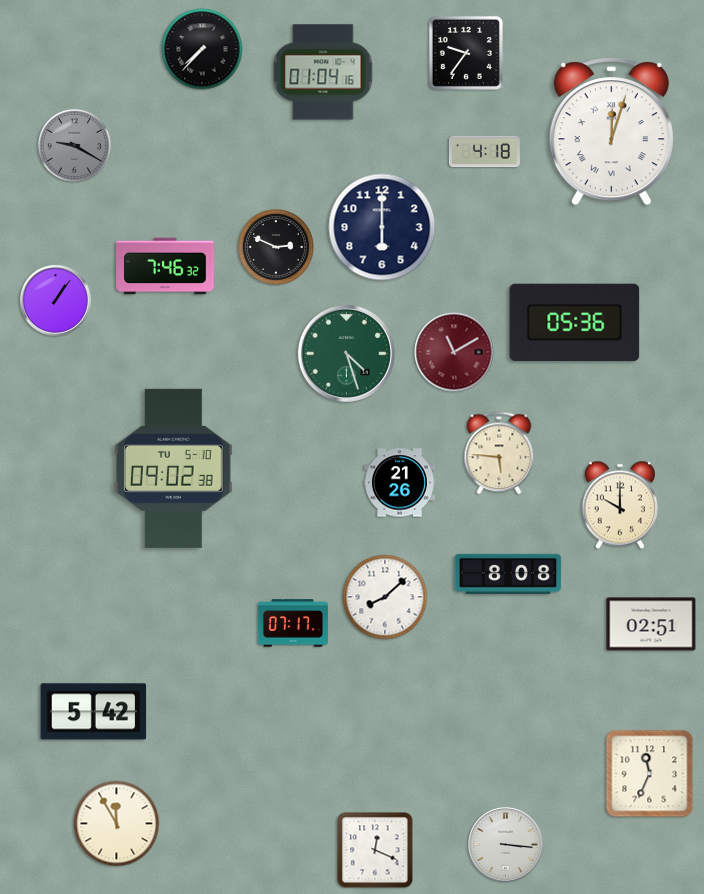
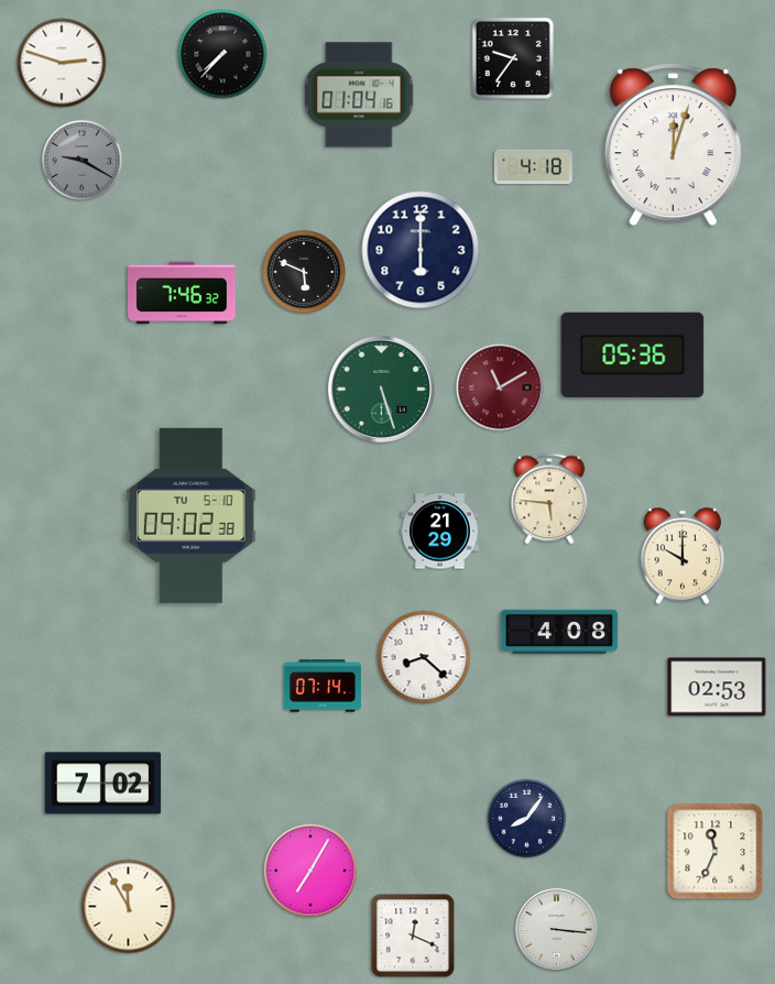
clock at (62, 63): none -> 2:48
clock at (323, 72) position: (323, 72) -> (359, 95)
clock at (276, 247): 2:49 -> 5:49
clock at (55, 300): 1:06 -> none
clock at (346, 353): 4:27 -> 5:27
clock at (400, 483): 21:26 -> 21:29
clock at (508, 574): 8:08 -> 4:08
clock at (385, 597): 8:08 -> 8:22
clock at (293, 623): 07:17 -> 07:14
clock at (651, 624): 02:51 -> 02:53
clock at (94, 712): 5:42 -> 7:02
clock at (527, 819): none -> 8:06
clock at (310, 871): none -> 7:05
